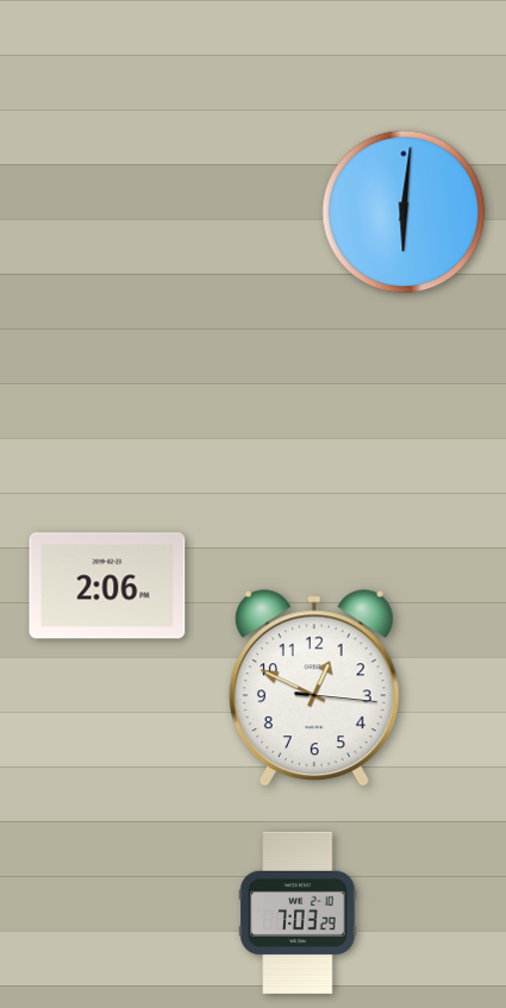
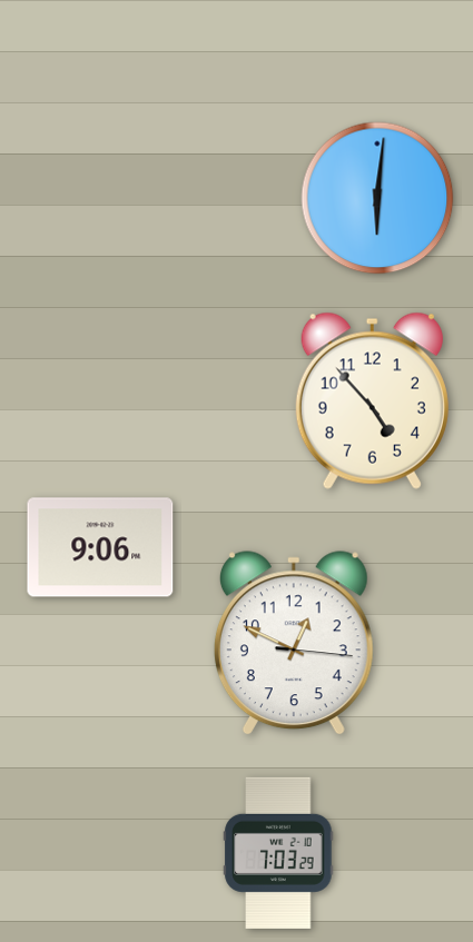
clock at (372, 400): none -> 4:53
clock at (107, 586): 2:06 -> 9:06
